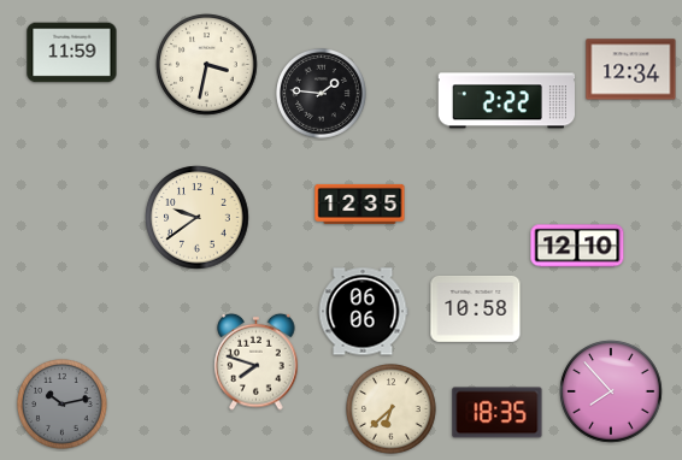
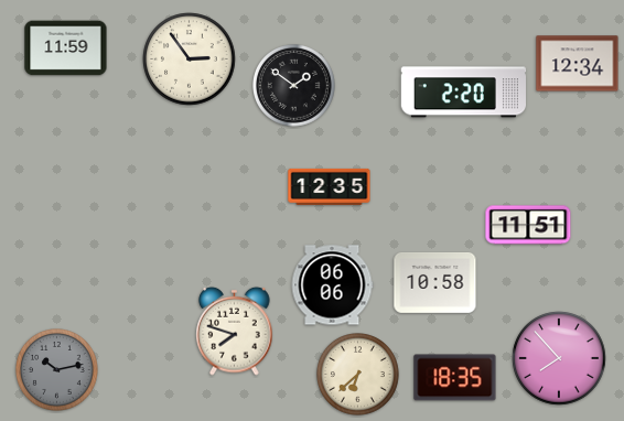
clock at (207, 65): 3:32 -> 2:54
clock at (322, 94): 1:46 -> 1:51
clock at (506, 101): 2:22 -> 2:20
clock at (198, 218): 9:39 -> none
clock at (577, 246): 12:10 -> 11:51
